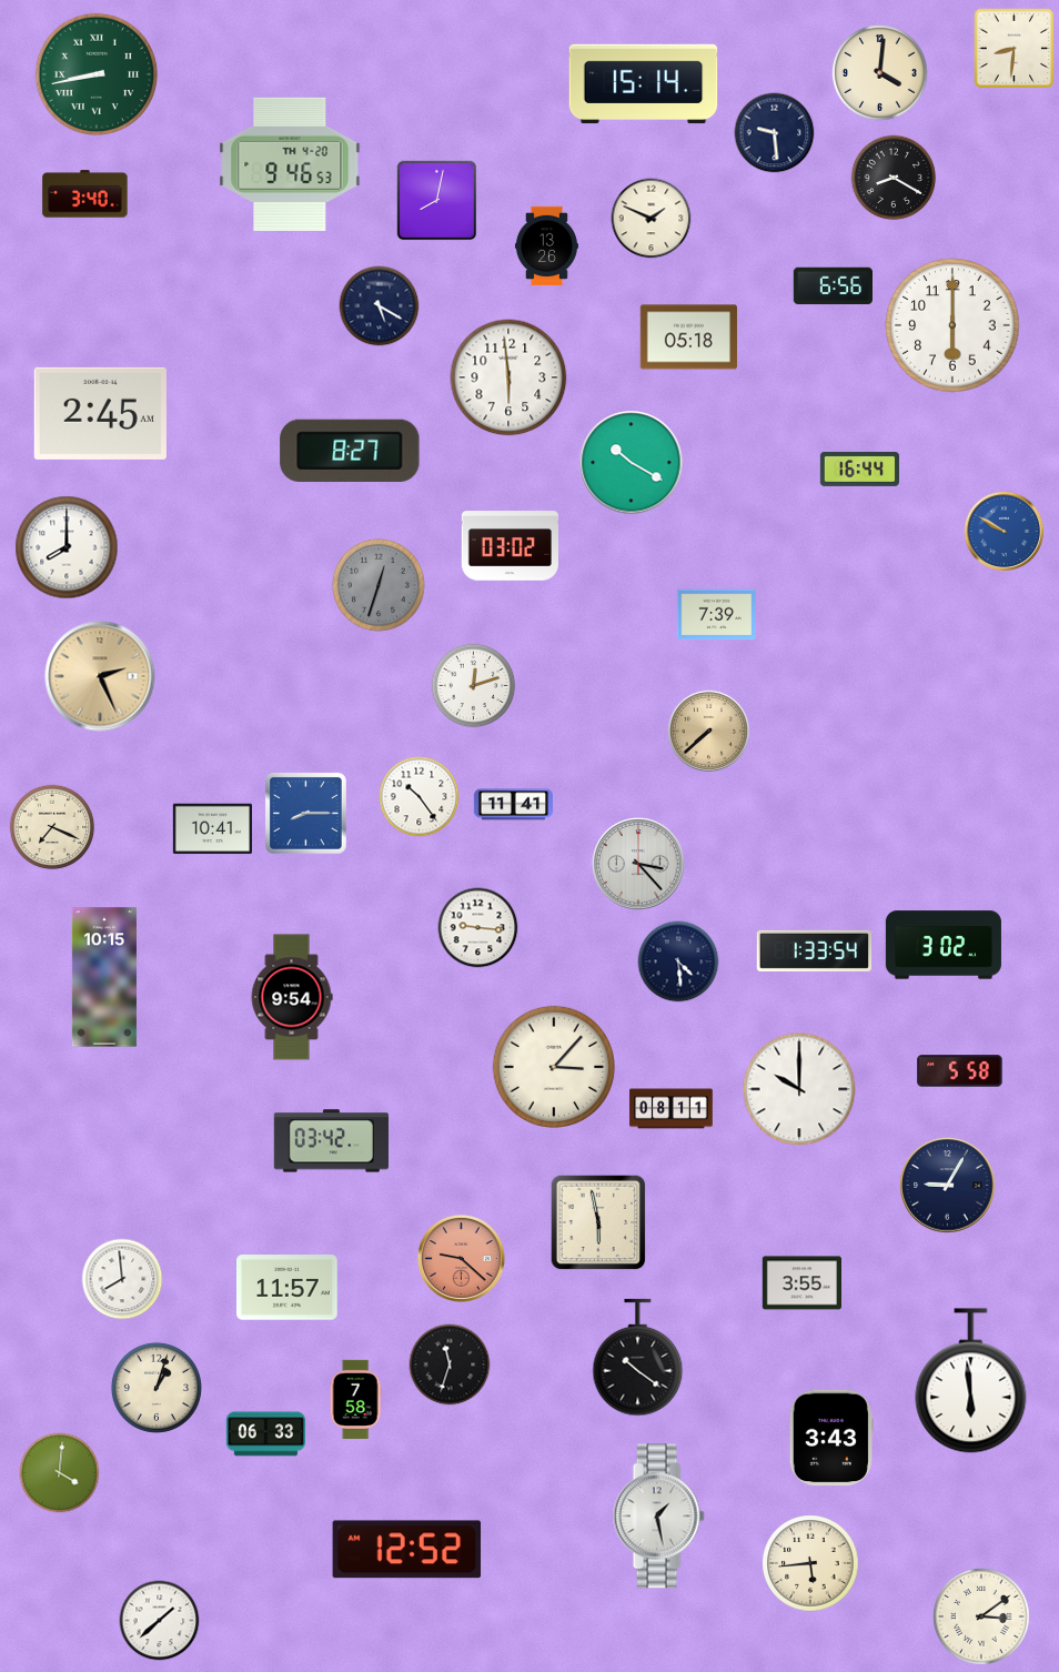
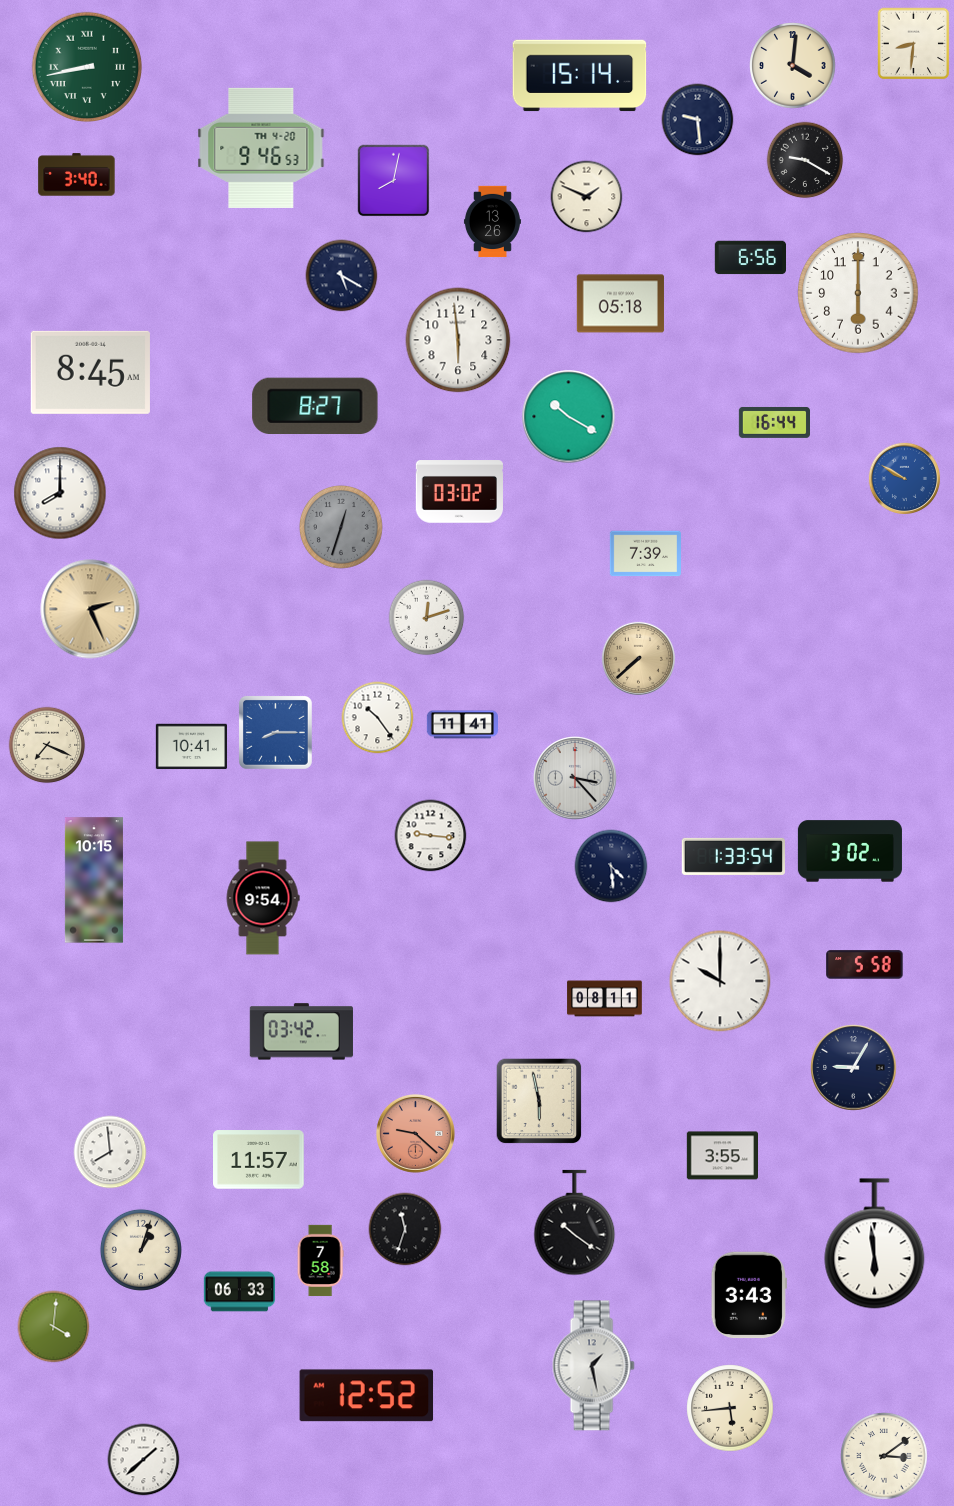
clock at (894, 178): 8:20 -> 9:20
clock at (100, 413): 2:45 -> 8:45
clock at (553, 1066): 3:07 -> none
clock at (331, 1141) position: (331, 1141) -> (301, 1032)
